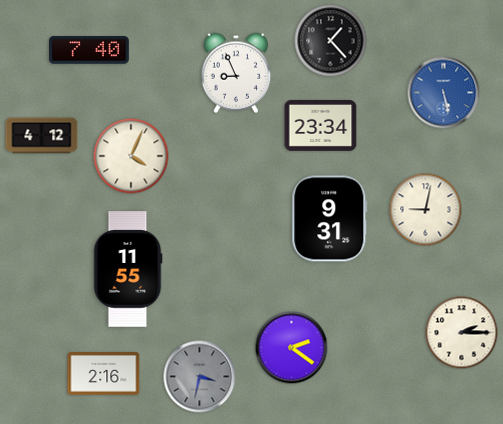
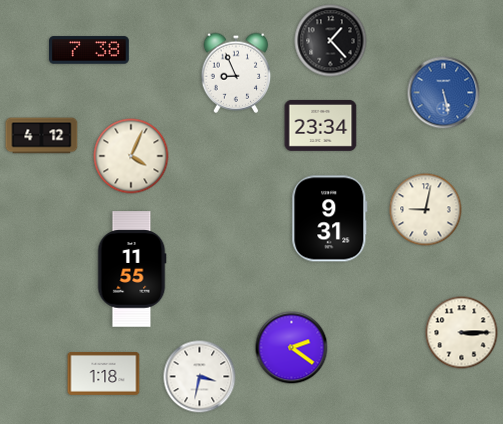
clock at (89, 50): 7:40 -> 7:38
clock at (128, 269) position: (128, 269) -> (132, 269)
clock at (462, 333): 2:15 -> 3:15
clock at (104, 374): 2:16 -> 1:18
clock at (200, 377) dial: grey -> white
